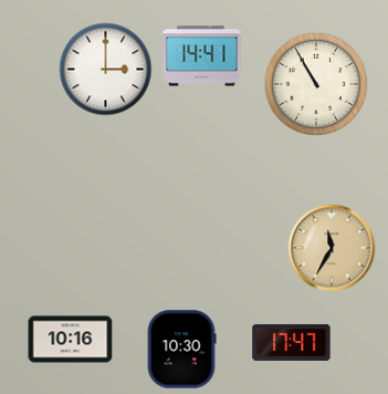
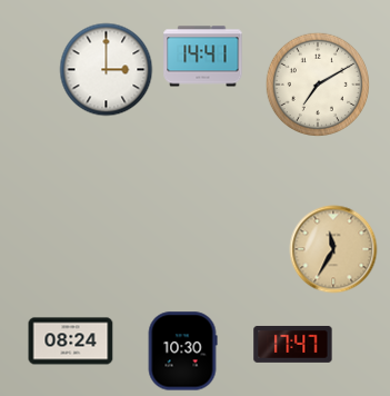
clock at (315, 83): 10:55 -> 7:10
clock at (71, 340): 10:16 -> 08:24
